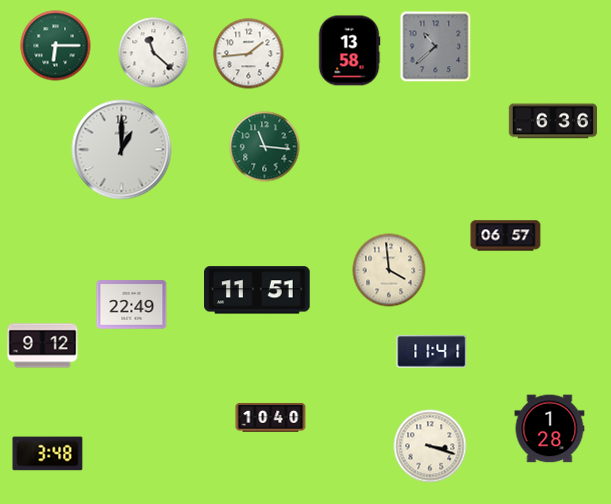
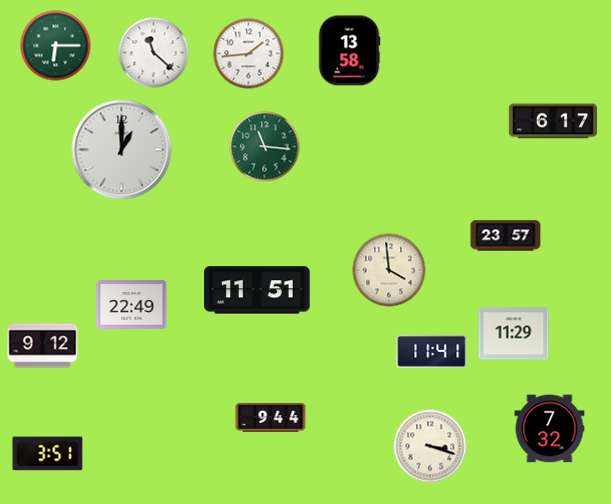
clock at (436, 47): 10:38 -> none
clock at (552, 121): 6:36 -> 6:17
clock at (506, 236): 06:57 -> 23:57
clock at (514, 334): none -> 11:29
clock at (271, 417): 10:40 -> 9:44
clock at (550, 429): 1:28 -> 7:32
clock at (48, 454): 3:48 -> 3:51
